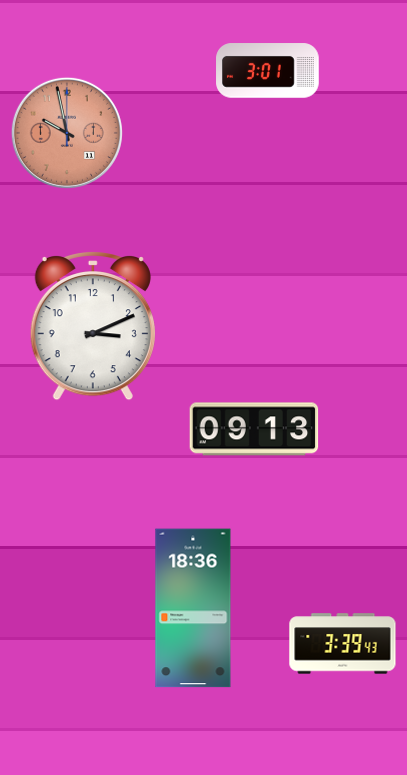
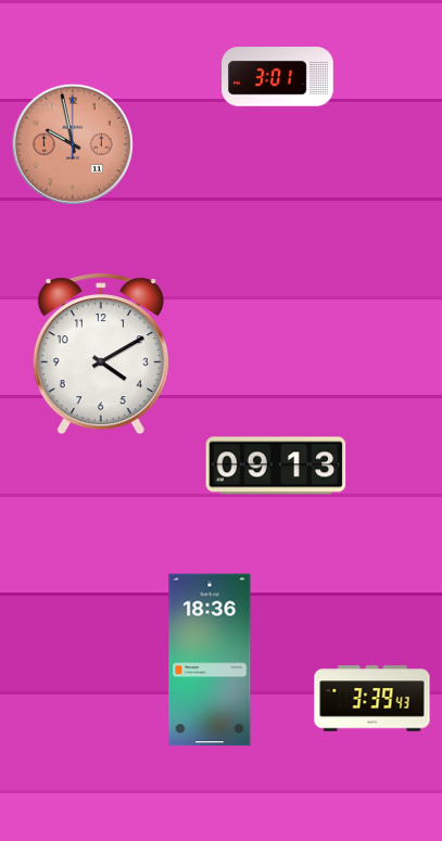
clock at (268, 71) position: (268, 71) -> (278, 77)
clock at (93, 327): 3:11 -> 4:10
